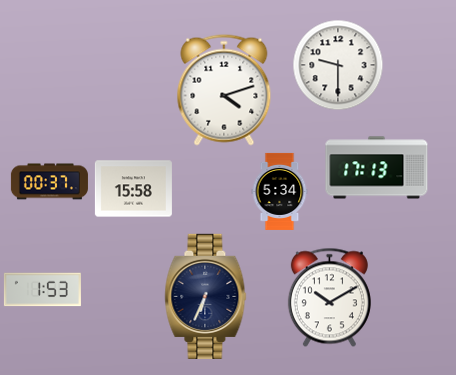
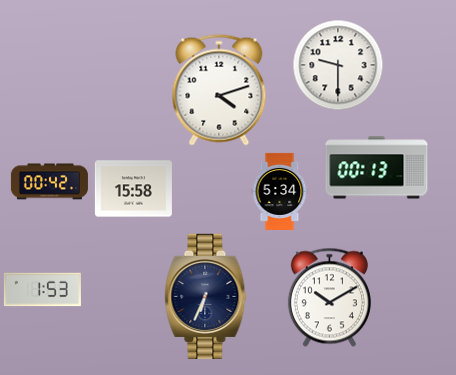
clock at (224, 90) position: (224, 90) -> (219, 90)
clock at (377, 168): 17:13 -> 00:13
clock at (49, 182): 00:37 -> 00:42
